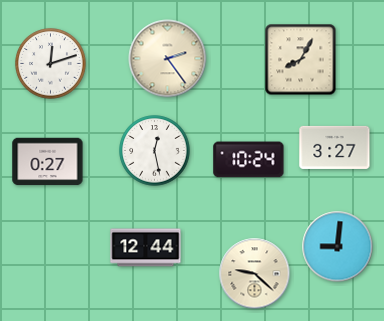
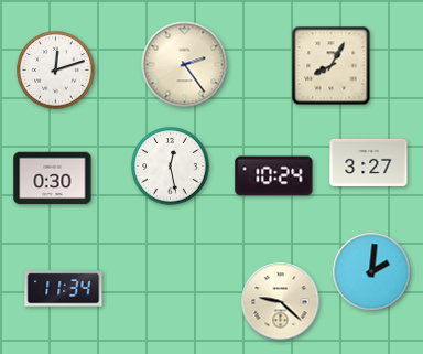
clock at (48, 162): 0:27 -> 0:30
clock at (338, 247): 9:01 -> 2:01
clock at (146, 248): 12:44 -> none
clock at (64, 289): none -> 11:34
